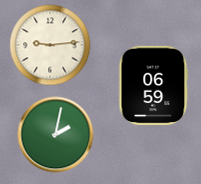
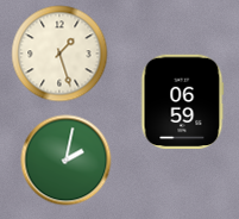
clock at (50, 45): 9:14 -> 1:27
